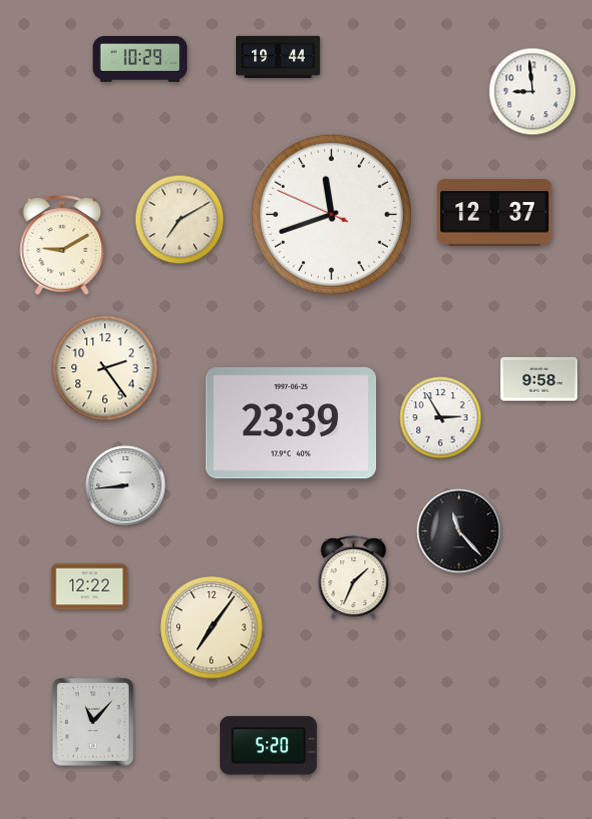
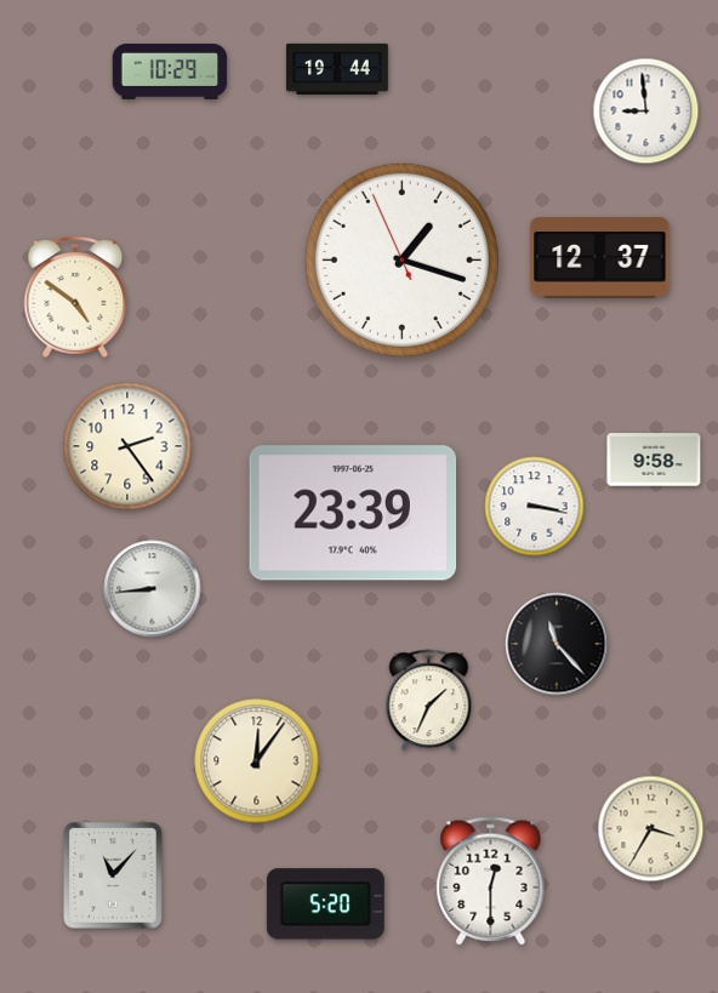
clock at (331, 214): 11:41 -> 1:17
clock at (180, 220): 7:10 -> none
clock at (62, 246): 9:10 -> 4:51
clock at (441, 418): 2:55 -> 3:17
clock at (90, 587): 12:22 -> none
clock at (212, 628): 7:06 -> 12:06
clock at (651, 829): none -> 3:35
clock at (491, 881): none -> 12:30
